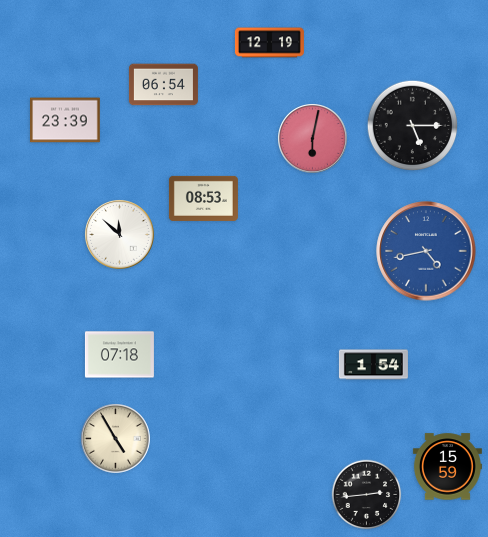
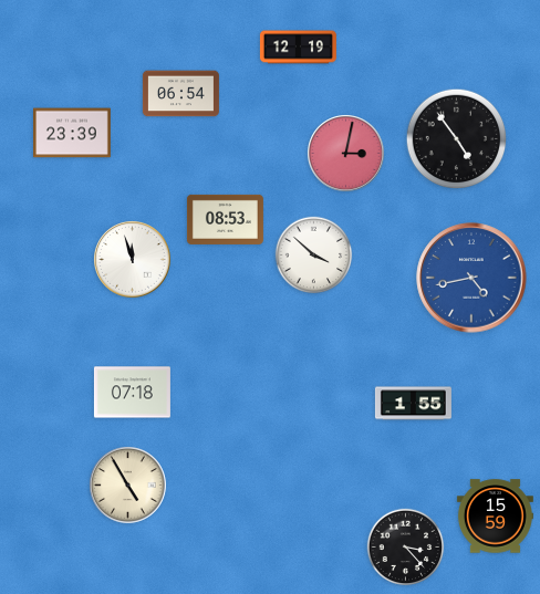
clock at (413, 126): 5:15 -> 4:54
clock at (313, 139): 6:02 -> 3:02
clock at (314, 256): none -> 3:52
clock at (120, 235): 11:52 -> 11:57
clock at (373, 365): 1:54 -> 1:55
clock at (367, 495): 2:44 -> 3:23
